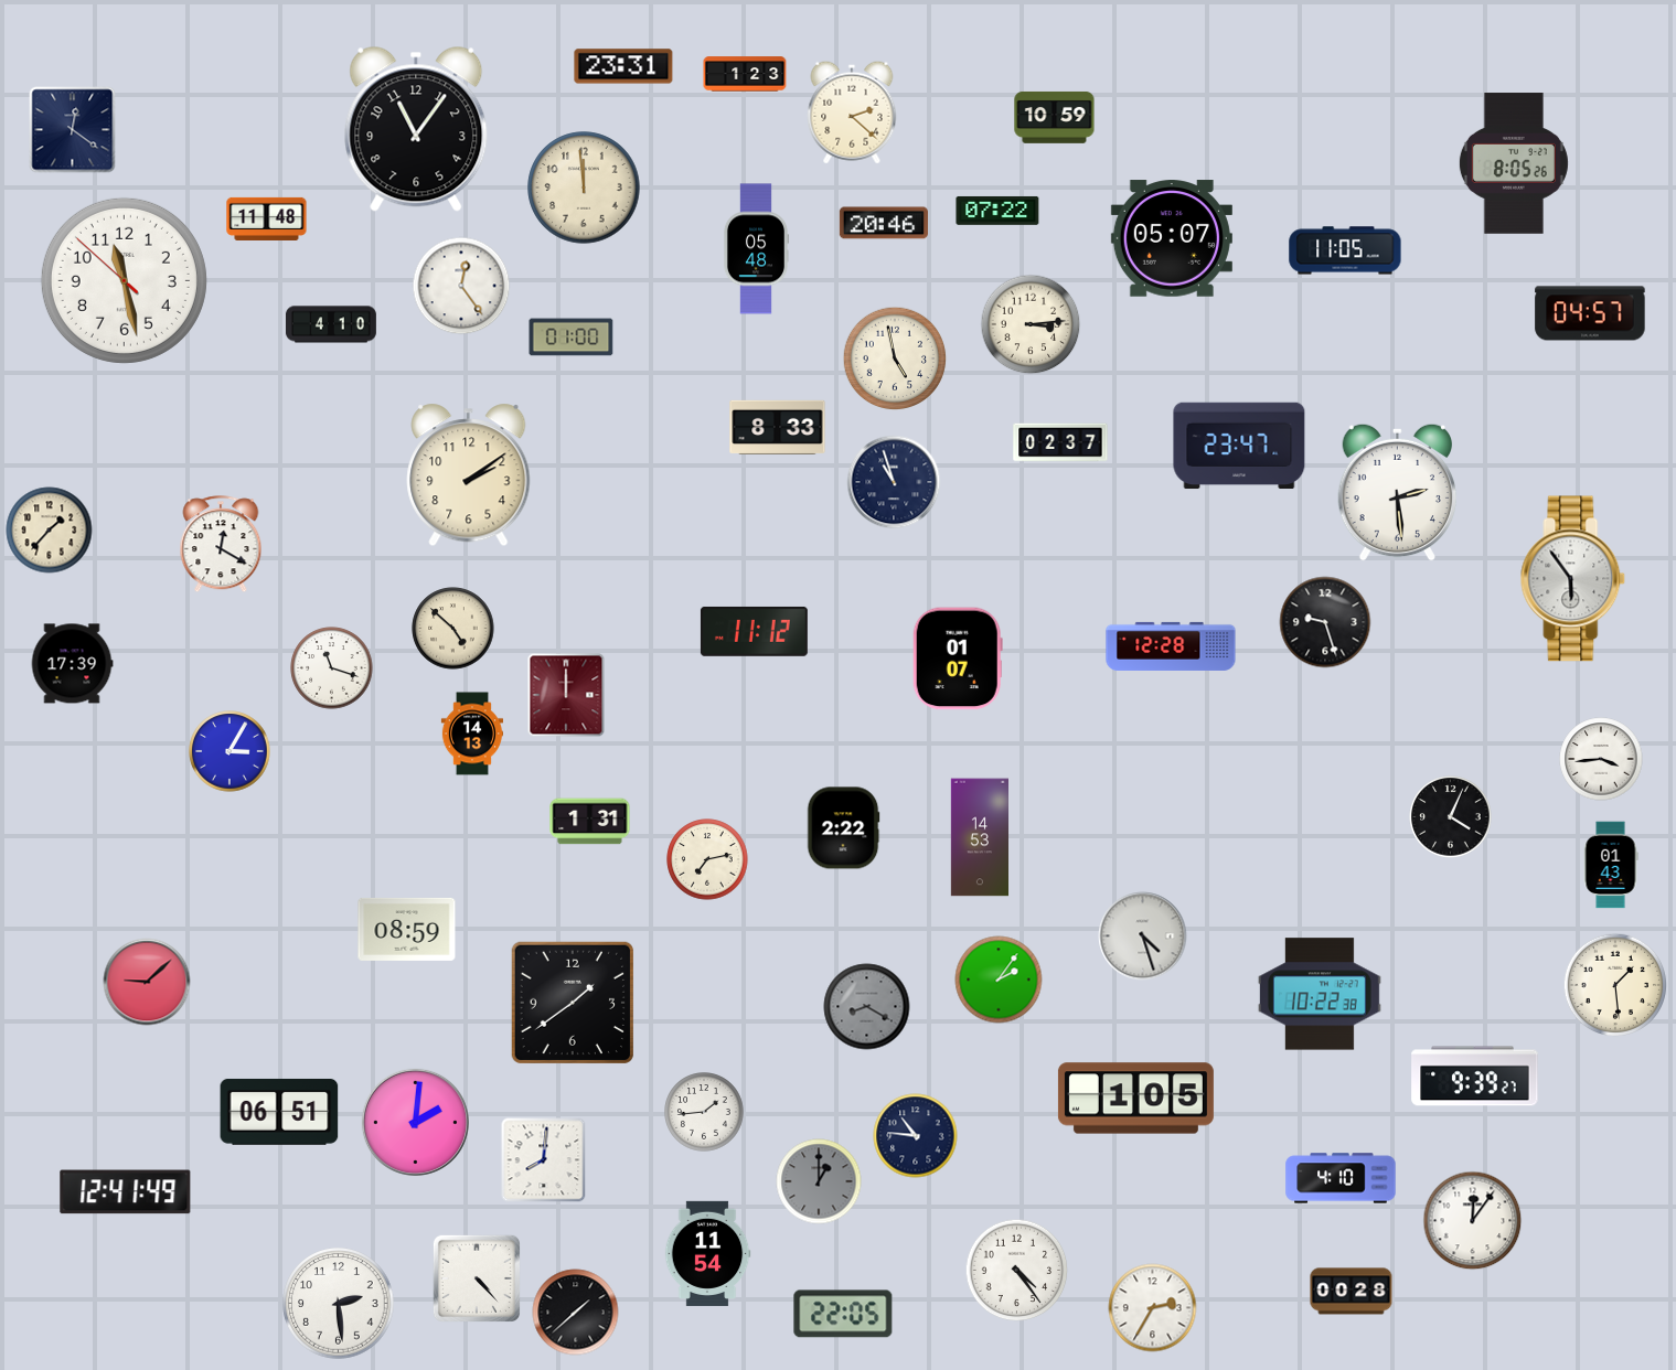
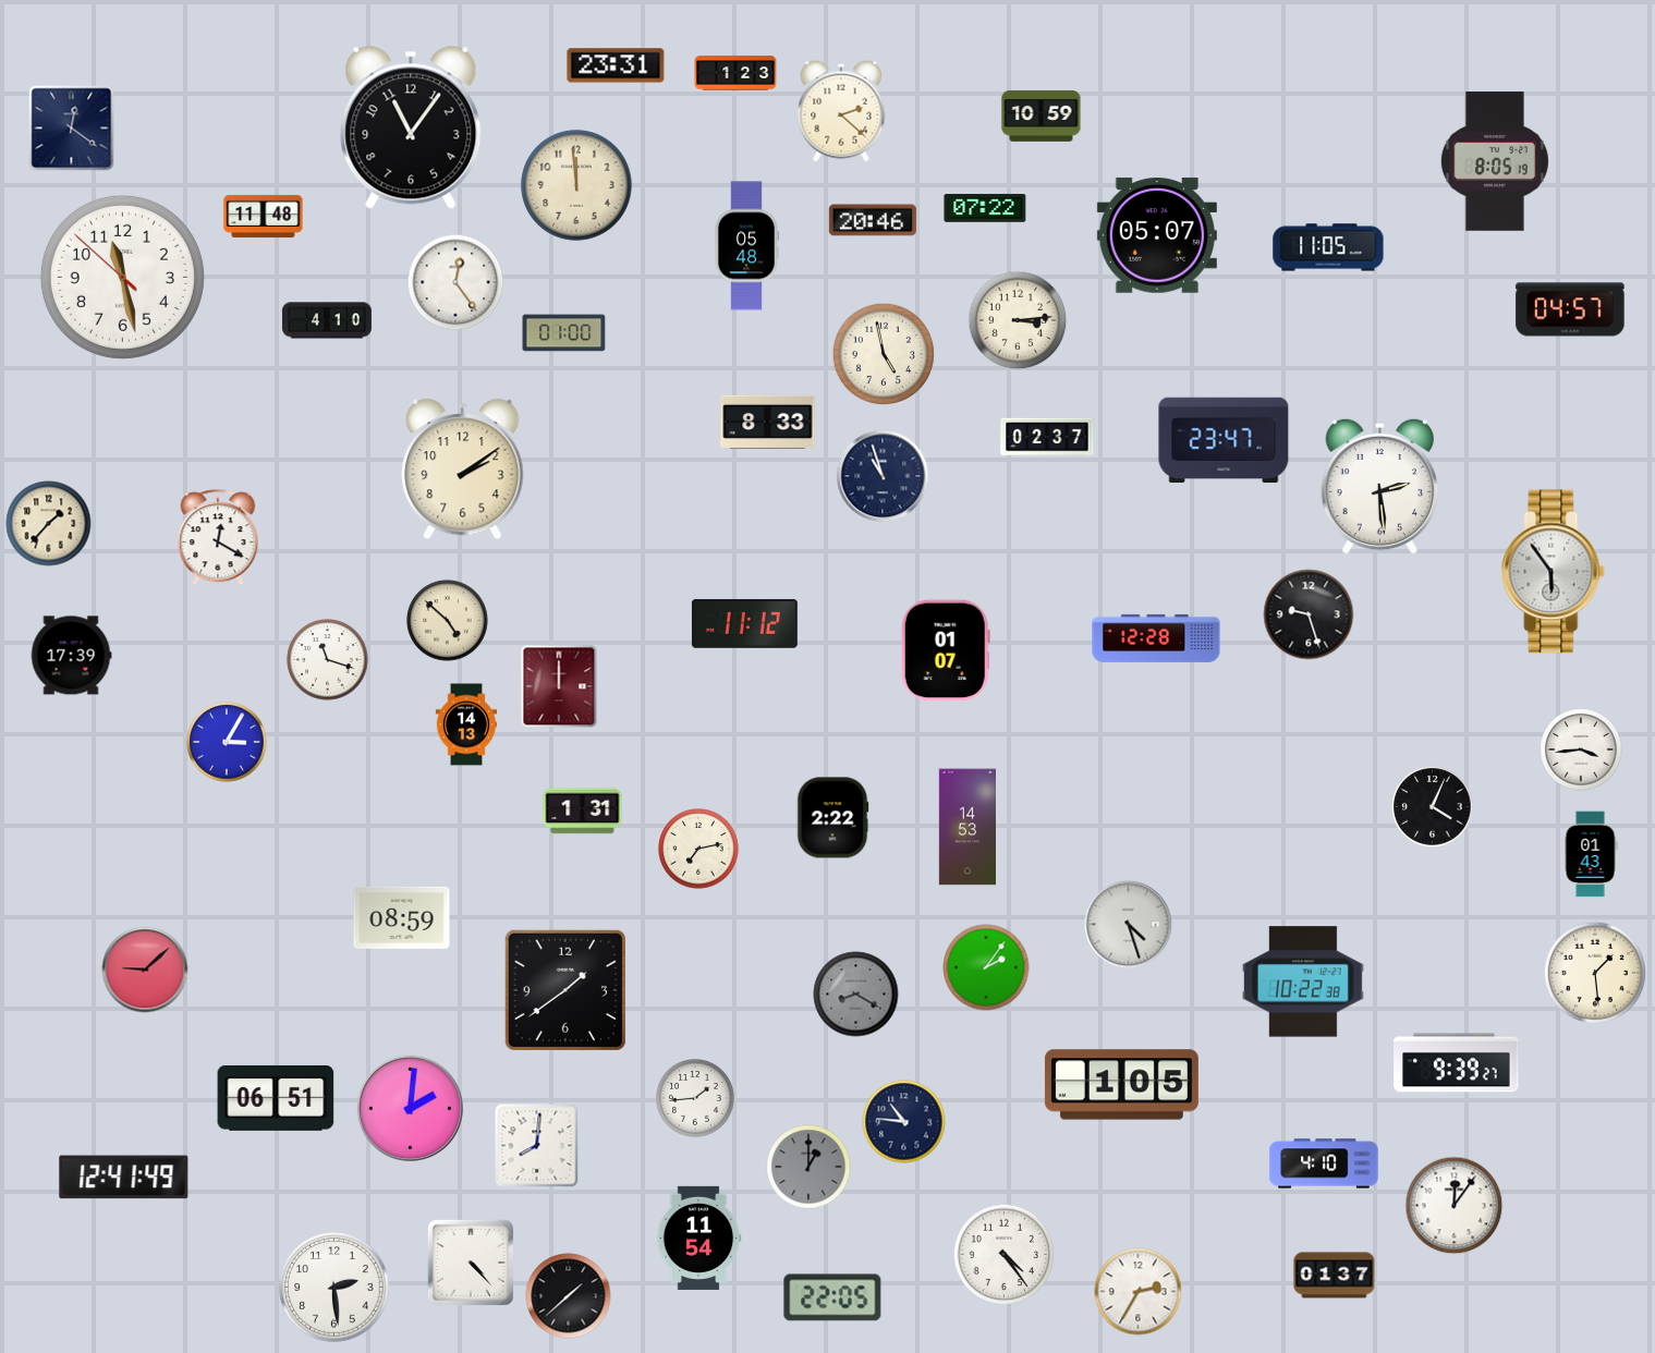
clock at (1514, 163): 8:05:26 -> 8:05:19
clock at (1352, 1292): 00:28 -> 01:37
